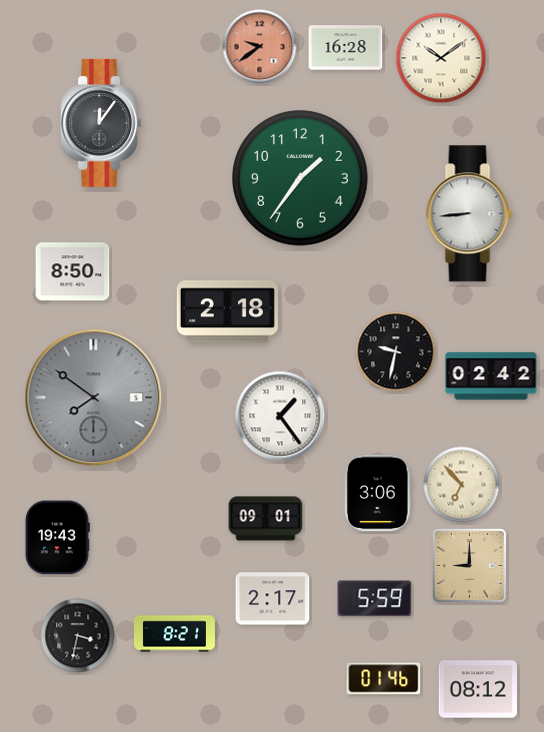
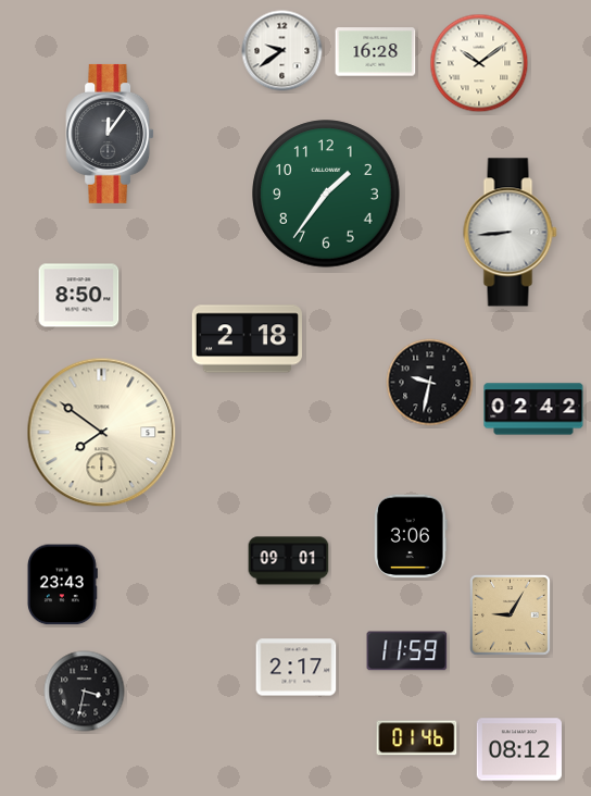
clock at (260, 47) dial: salmon -> white
clock at (94, 398) dial: grey -> cream
clock at (280, 416): 1:24 -> none
clock at (462, 485): 6:53 -> none
clock at (266, 519) position: (266, 519) -> (289, 561)
clock at (57, 538): 19:43 -> 23:43
clock at (470, 566): 9:00 -> 9:05
clock at (273, 599) position: (273, 599) -> (297, 668)
clock at (375, 599): 5:59 -> 11:59
clock at (174, 634): 8:21 -> none
